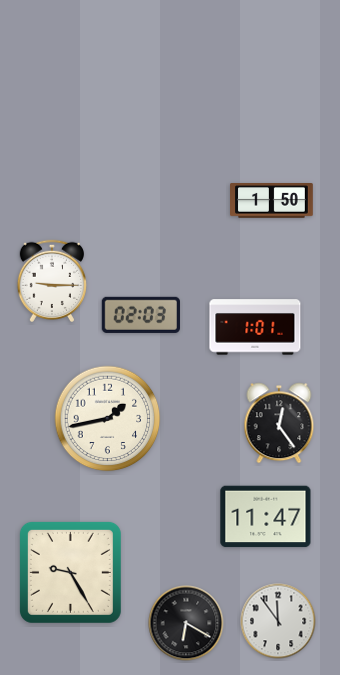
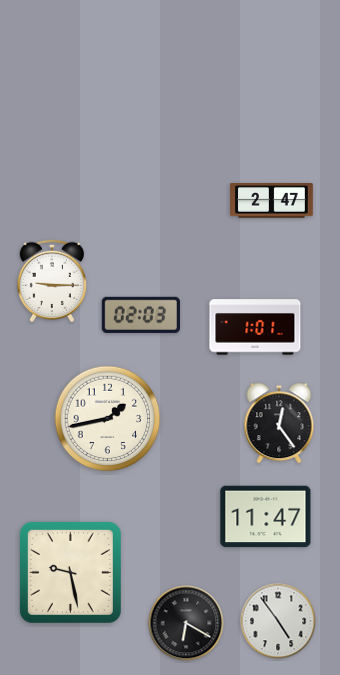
clock at (272, 201): 1:50 -> 2:47
clock at (70, 572): 9:25 -> 9:28
clock at (278, 621): 11:54 -> 4:54
